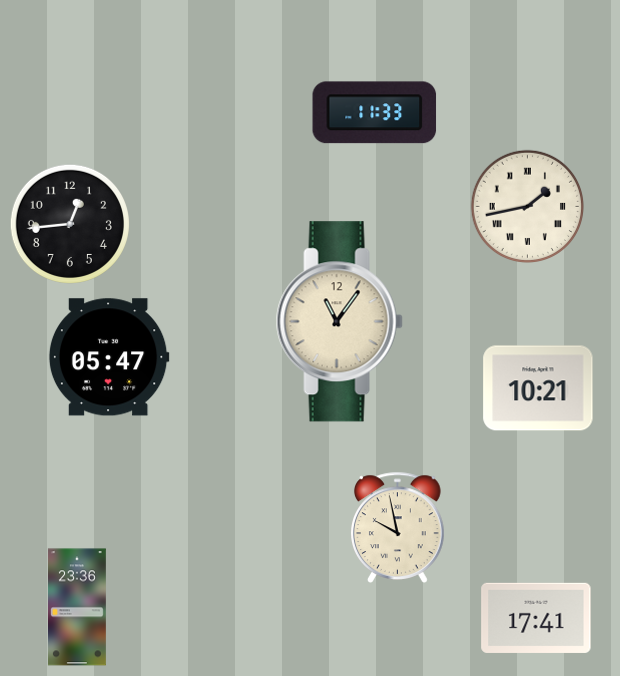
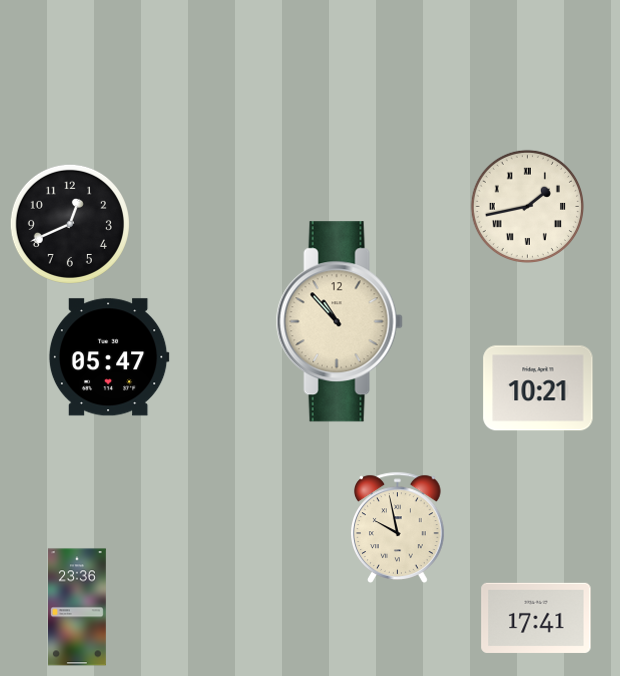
clock at (375, 113): 11:33 -> none
clock at (70, 224): 12:44 -> 12:41
clock at (339, 322): 11:06 -> 10:53
